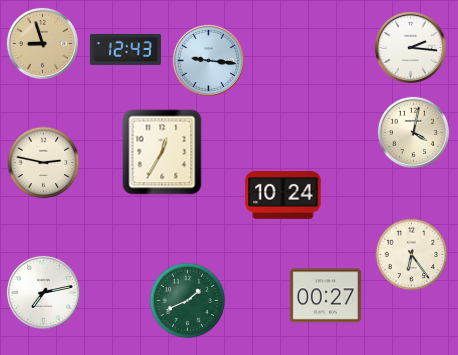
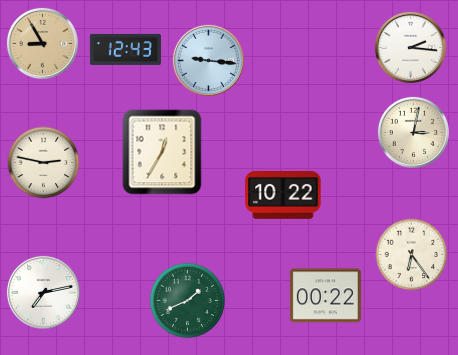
clock at (42, 43): 8:57 -> 8:55
clock at (413, 132): 4:02 -> 3:02
clock at (283, 196): 10:24 -> 10:22
clock at (325, 296): 00:27 -> 00:22
